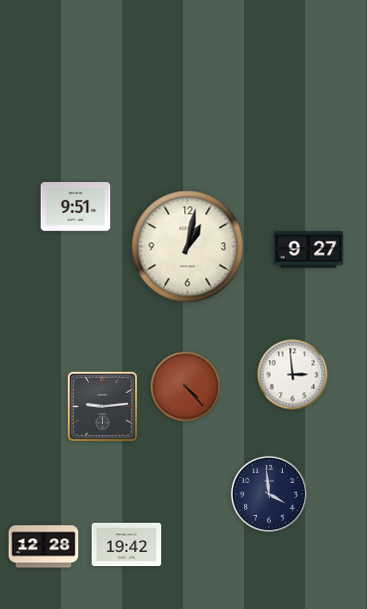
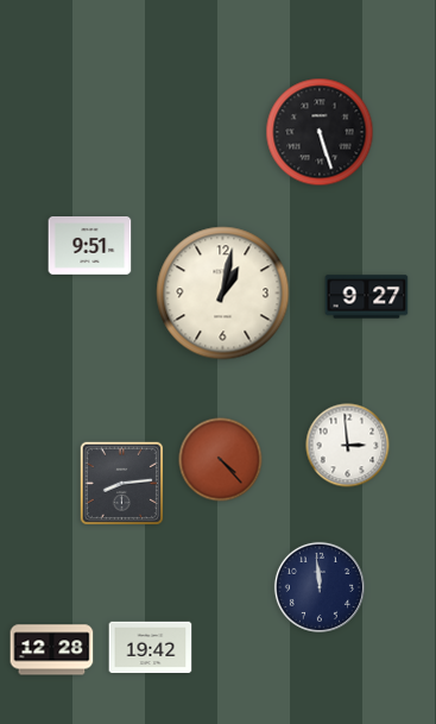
clock at (320, 132): none -> 5:27
clock at (102, 406): 9:14 -> 8:14
clock at (269, 494): 3:59 -> 11:59
